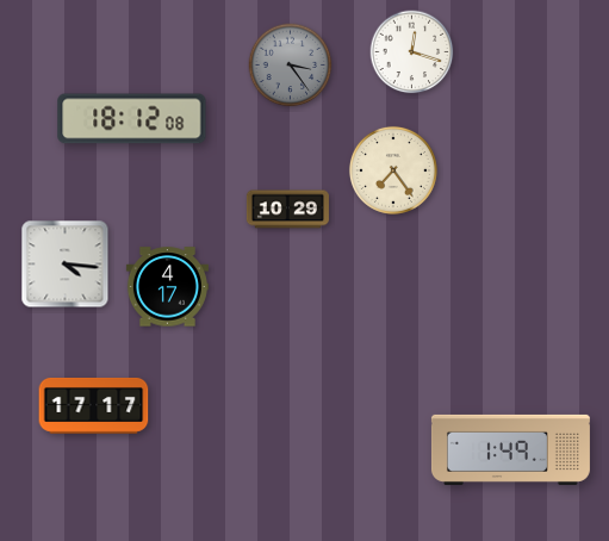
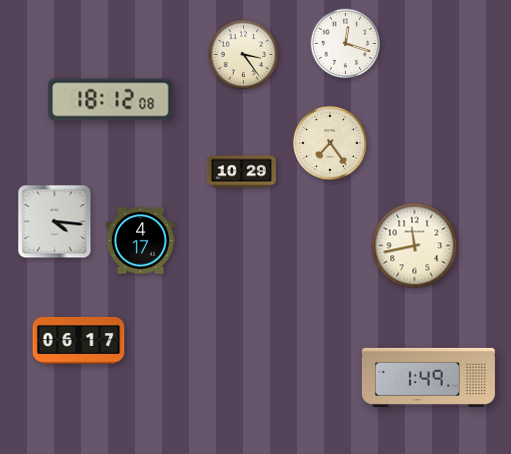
clock at (291, 66) dial: grey -> cream
clock at (287, 210) position: (287, 210) -> (241, 172)
clock at (415, 246): none -> 11:43
clock at (94, 406): 17:17 -> 06:17
